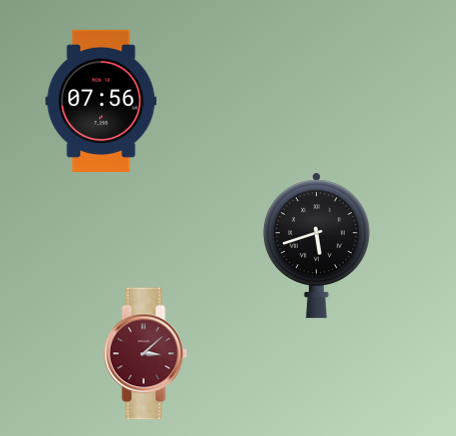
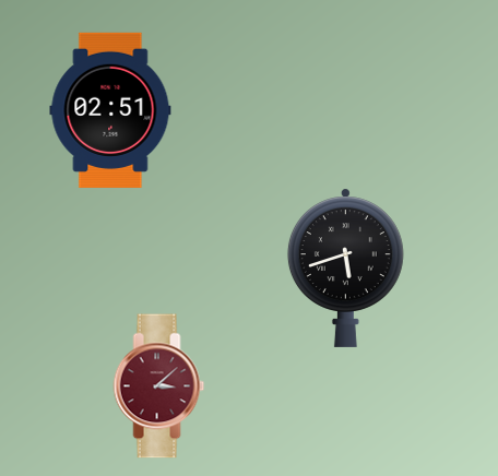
clock at (101, 101): 07:56 -> 02:51
